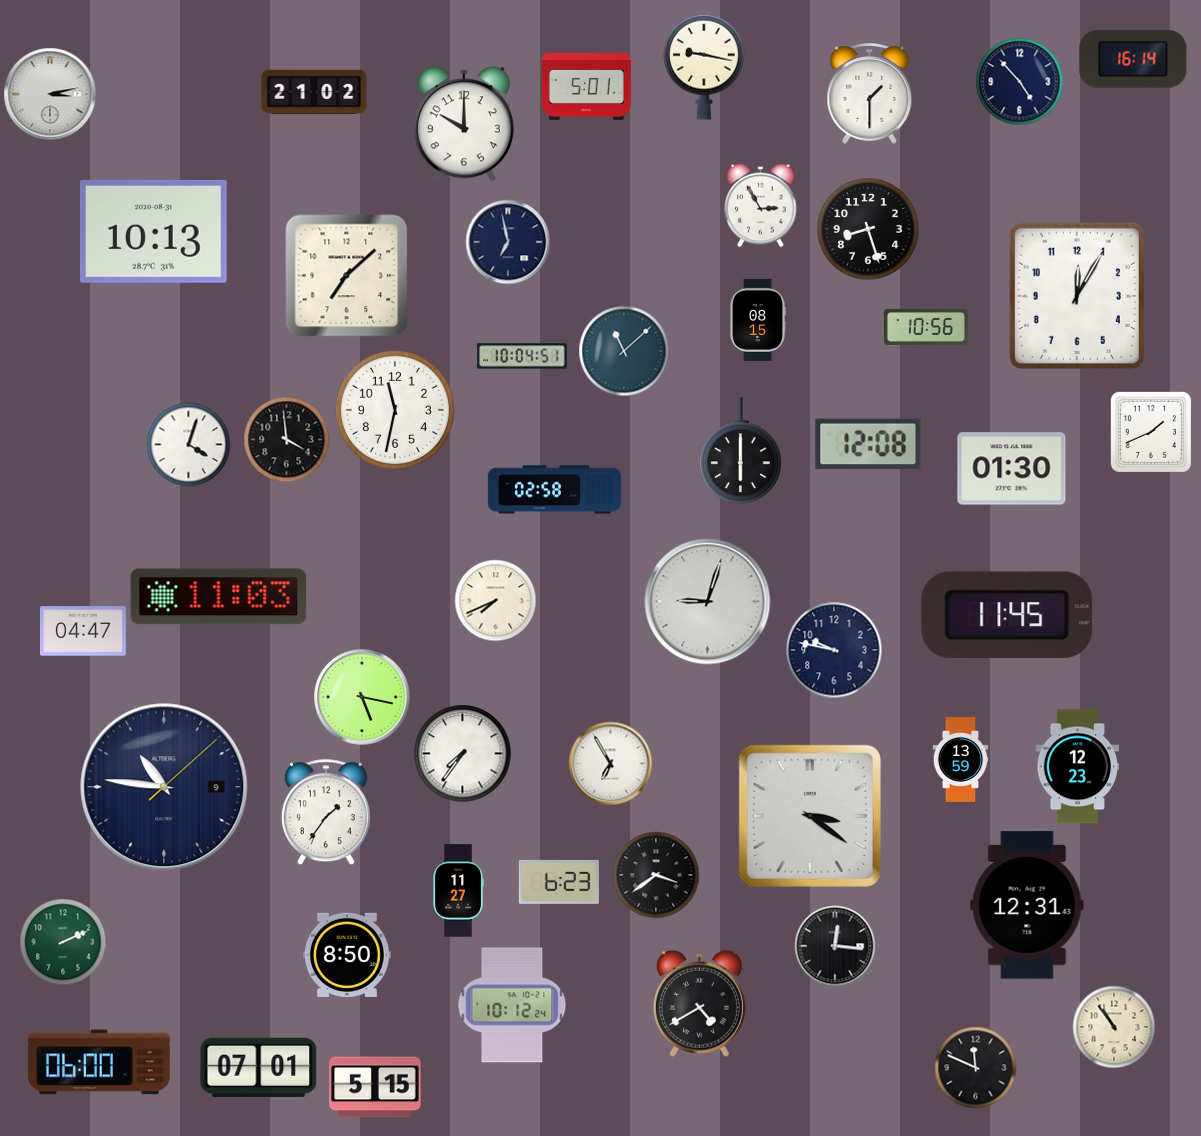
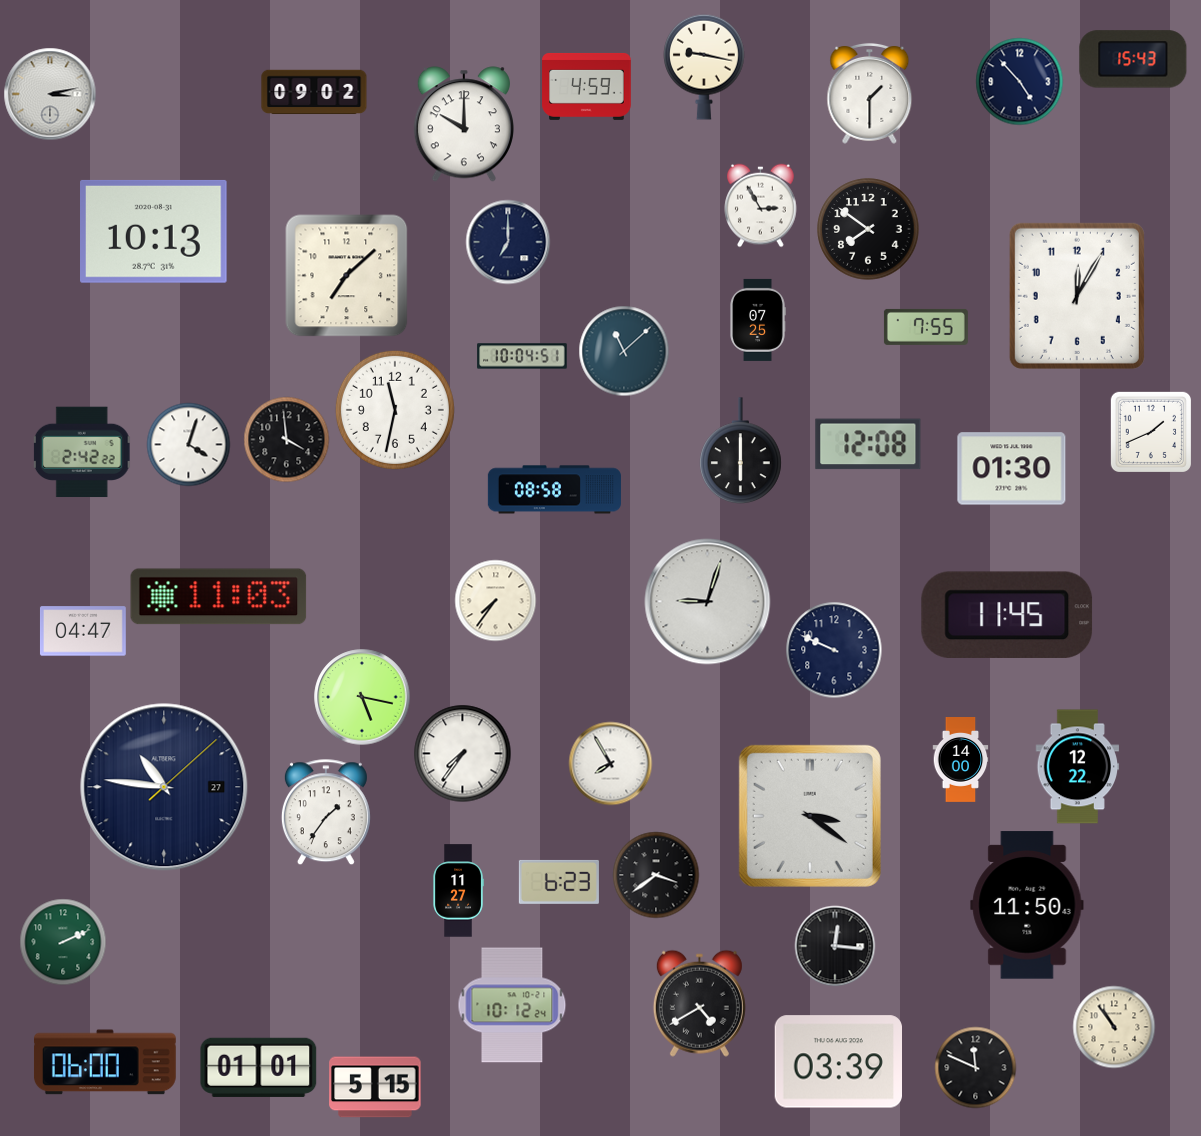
clock at (1133, 59): 16:14 -> 15:43
clock at (587, 86): 5:01 -> 4:59
clock at (314, 92): 21:02 -> 09:02
clock at (868, 229): 8:27 -> 7:51
clock at (508, 242): 6:58 -> 7:00
clock at (758, 320): 08:15 -> 07:25
clock at (926, 327): 10:56 -> 7:55
clock at (82, 452): none -> 2:42
clock at (554, 490): 02:58 -> 08:58
clock at (495, 600): 7:41 -> 7:36
clock at (834, 650): 9:47 -> 9:49
clock at (961, 760): 13:59 -> 14:00
clock at (610, 763): 6:55 -> 7:55
clock at (1078, 767): 12:23 -> 12:22
clock at (164, 787) date: 9 -> 27
clock at (1027, 905): 12:31 -> 11:50
clock at (348, 955): 8:50 -> none
clock at (99, 1062) position: (99, 1062) -> (105, 1062)
clock at (838, 1062): none -> 03:39
clock at (259, 1067): 07:01 -> 01:01
